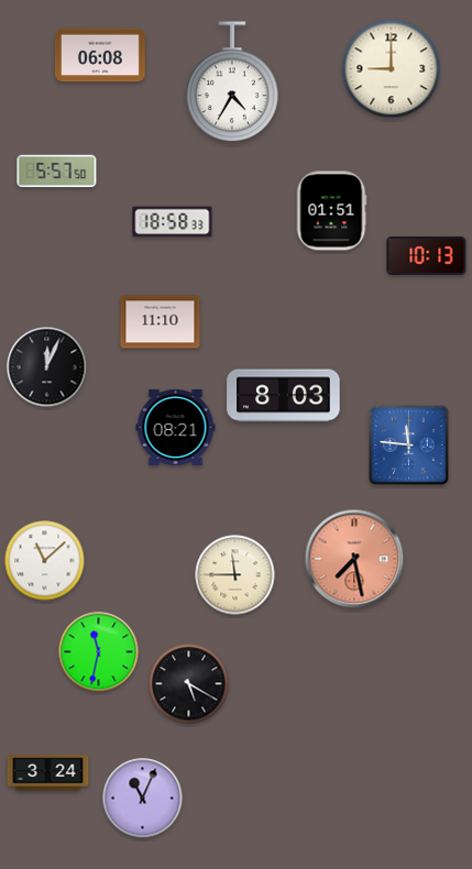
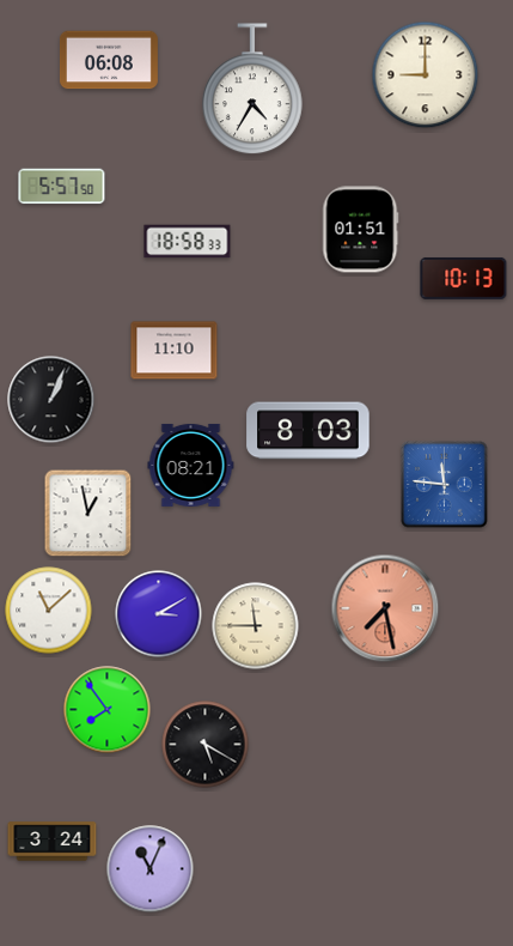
clock at (47, 367): 12:04 -> 1:04
clock at (88, 514): none -> 12:58
clock at (159, 614): none -> 3:10
clock at (99, 652): 11:32 -> 7:54
clock at (143, 799) position: (143, 799) -> (151, 869)
